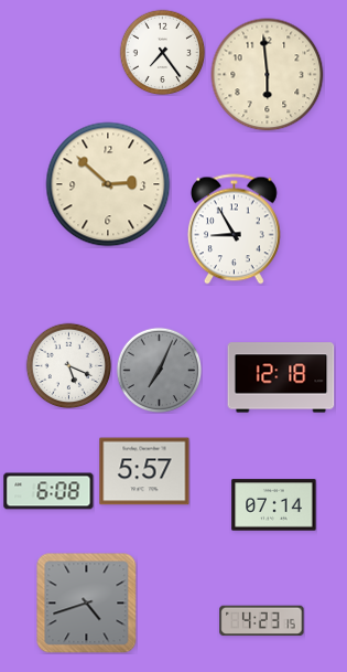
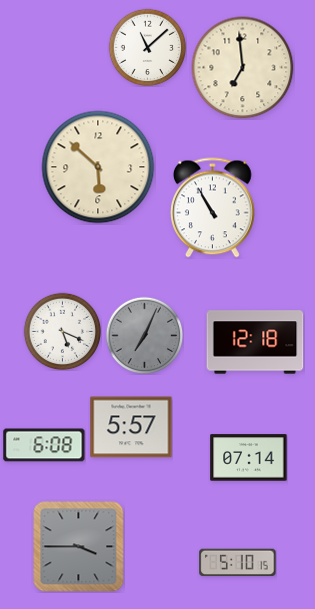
clock at (162, 52): 7:24 -> 11:08
clock at (268, 75): 5:59 -> 6:59
clock at (108, 184): 2:52 -> 5:52
clock at (235, 230): 8:55 -> 10:55
clock at (87, 604): 4:42 -> 3:45
clock at (262, 621): 4:23 -> 5:10
